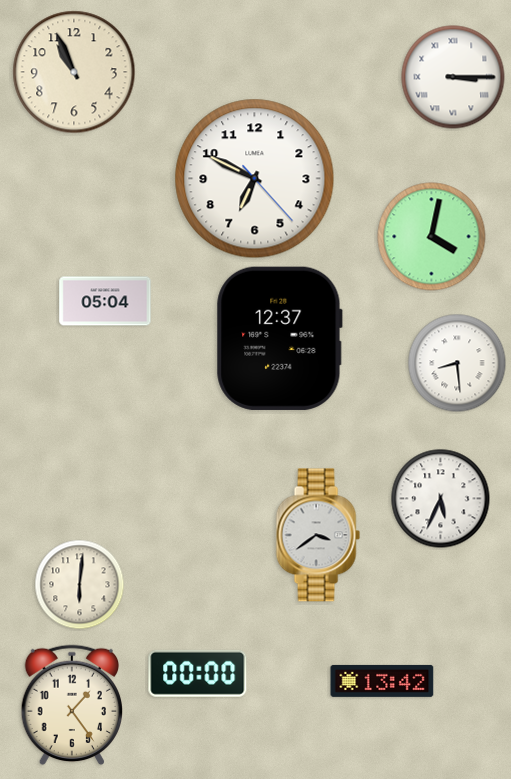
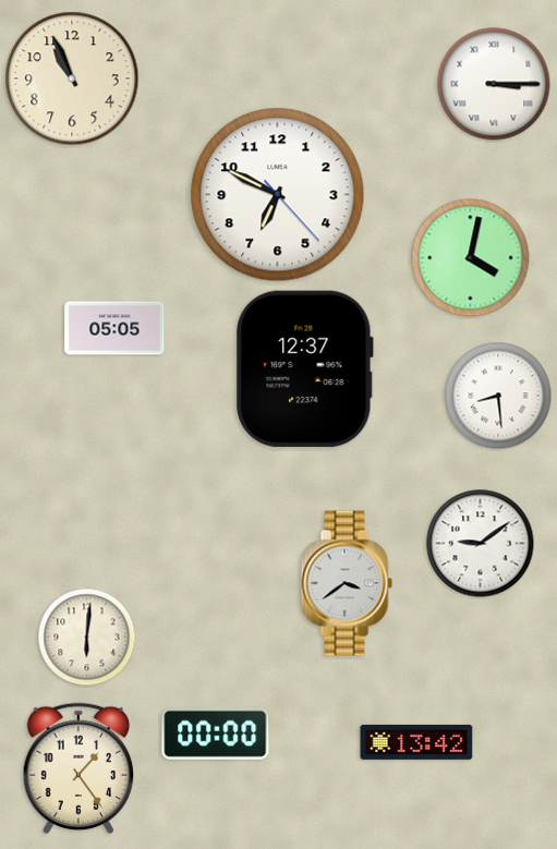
clock at (74, 72) position: (74, 72) -> (72, 78)
clock at (105, 301): 05:04 -> 05:05
clock at (441, 499): 5:34 -> 9:09
